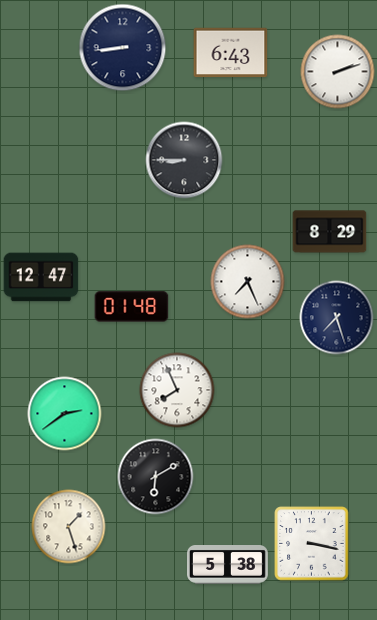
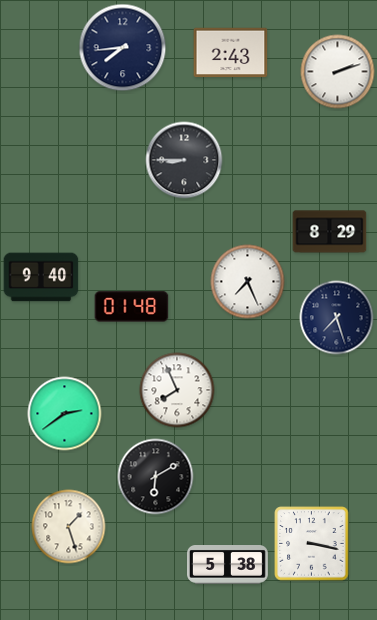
clock at (123, 48): 8:44 -> 7:44
clock at (231, 53): 6:43 -> 2:43
clock at (41, 277): 12:47 -> 9:40
